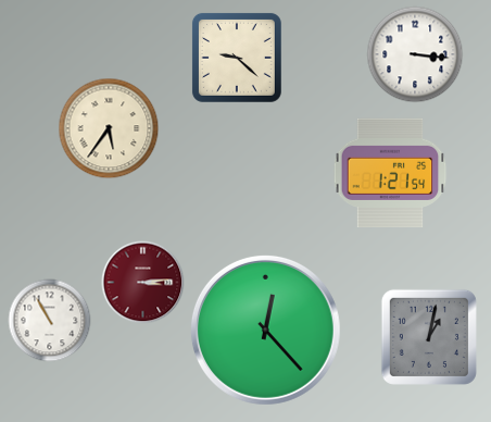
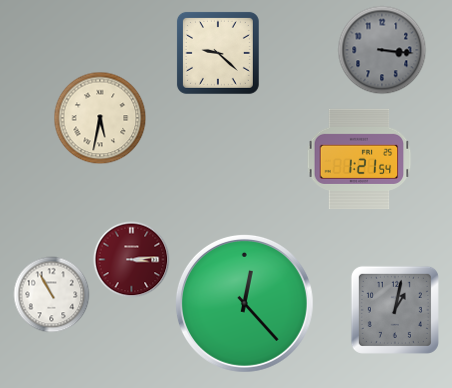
clock at (415, 54) dial: white -> grey
clock at (109, 128): 5:36 -> 5:32
clock at (50, 321) position: (50, 321) -> (52, 295)
